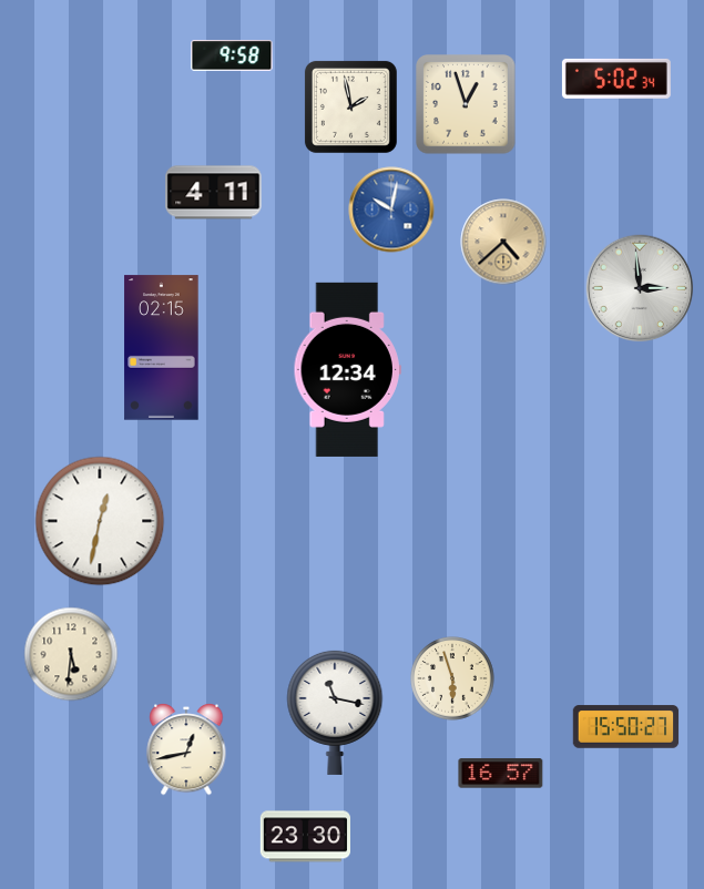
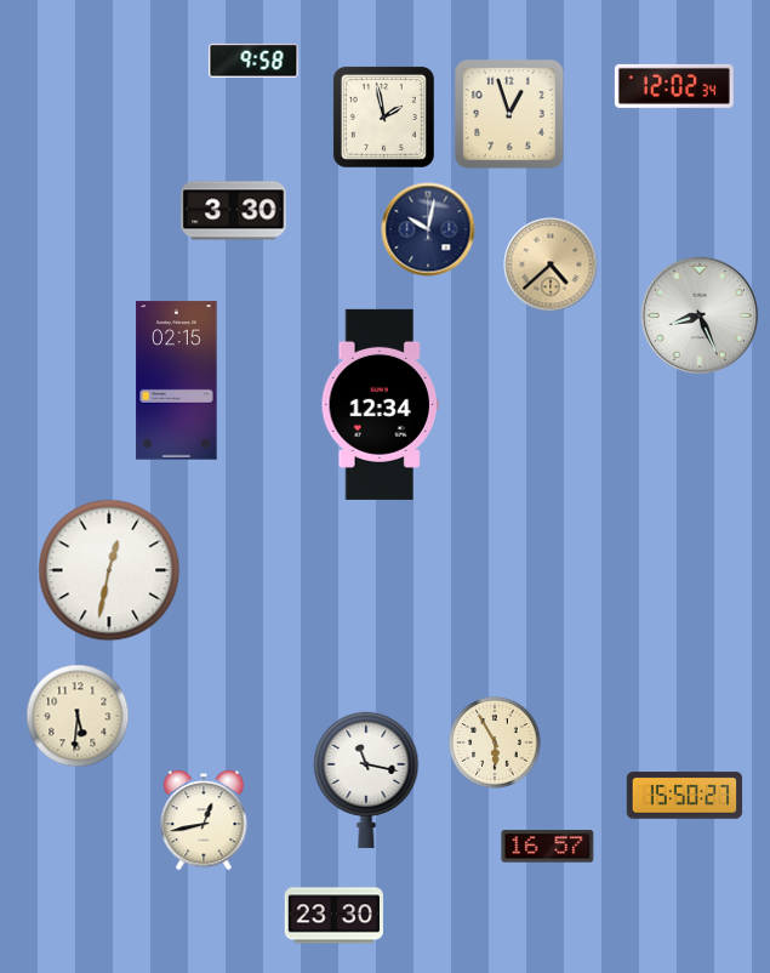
clock at (616, 79): 5:02 -> 12:02
clock at (214, 193): 4:11 -> 3:30
clock at (391, 210) dial: blue -> navy
clock at (640, 288): 2:59 -> 8:26
clock at (452, 678): 5:57 -> 5:55
